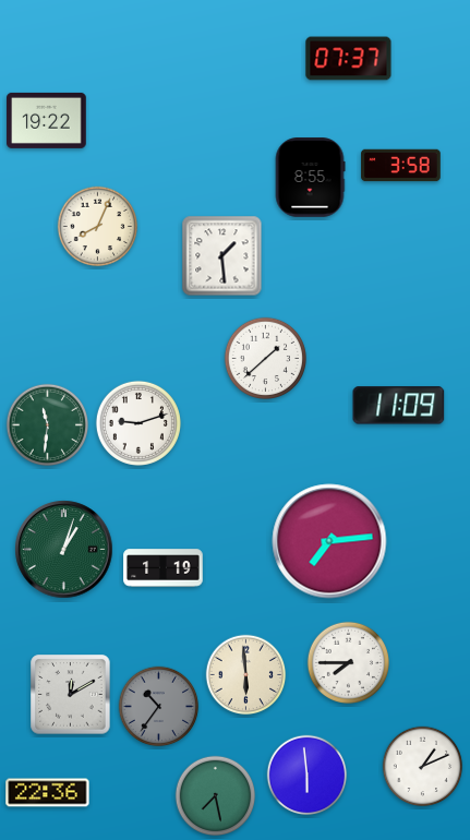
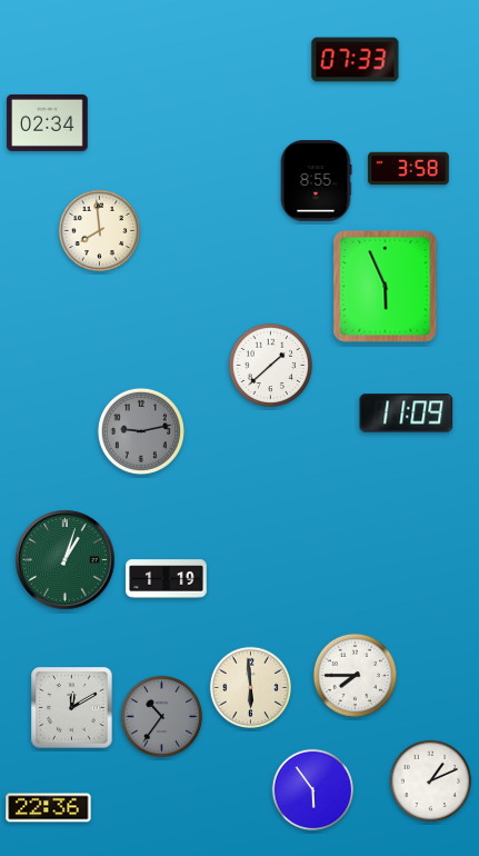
clock at (349, 59): 07:37 -> 07:33
clock at (47, 120): 19:22 -> 02:34
clock at (98, 227): 8:04 -> 7:59
clock at (222, 256): 1:29 -> none
clock at (386, 287): none -> 5:56
clock at (138, 423): 9:12 -> 9:13
clock at (138, 423) dial: white -> grey
clock at (47, 424): 11:31 -> none
clock at (329, 541): 7:14 -> none
clock at (159, 707) position: (159, 707) -> (162, 717)
clock at (308, 776): 5:59 -> 5:54
clock at (216, 796): 7:28 -> none
